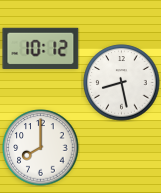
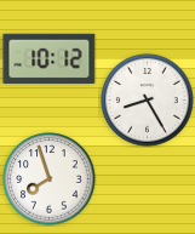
clock at (122, 83): 8:28 -> 8:25
clock at (41, 148): 8:00 -> 7:57
